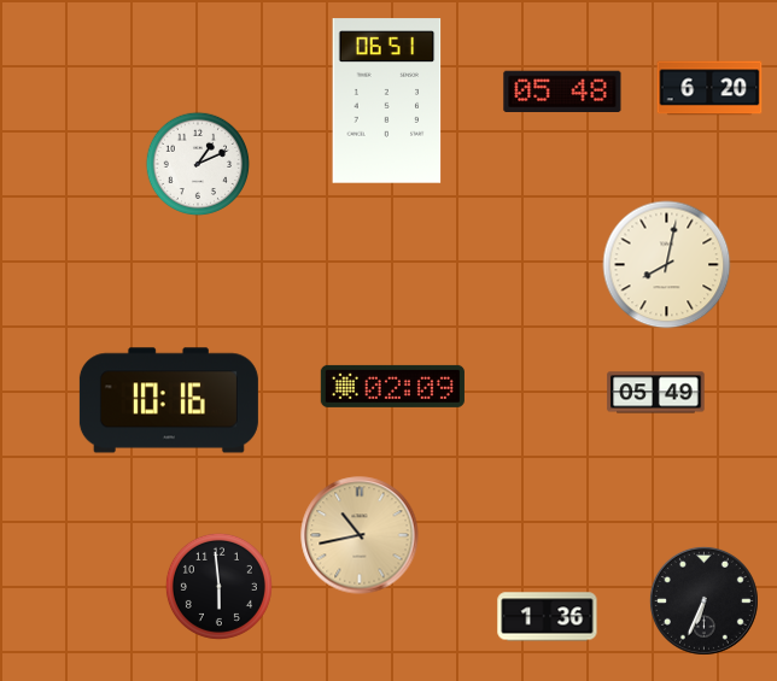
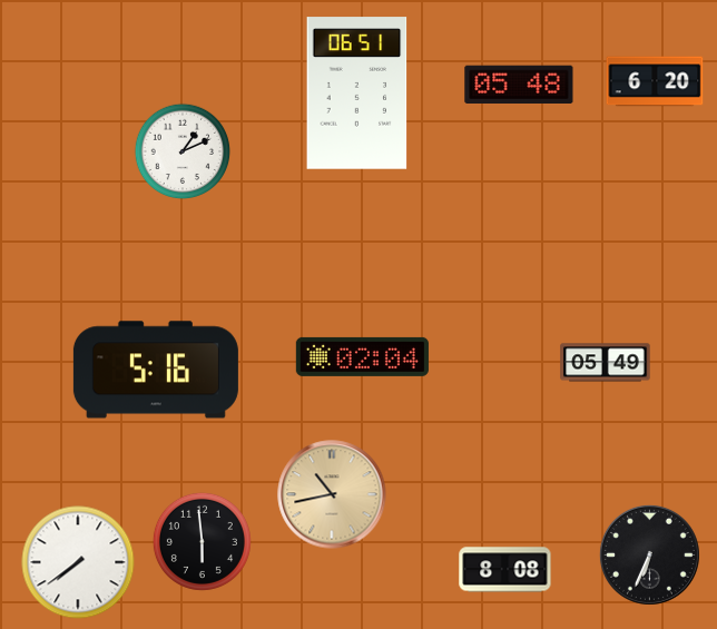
clock at (667, 265): 8:02 -> none
clock at (392, 386): 02:09 -> 02:04
clock at (169, 400): 10:16 -> 5:16
clock at (78, 562): none -> 7:39
clock at (548, 617): 1:36 -> 8:08
